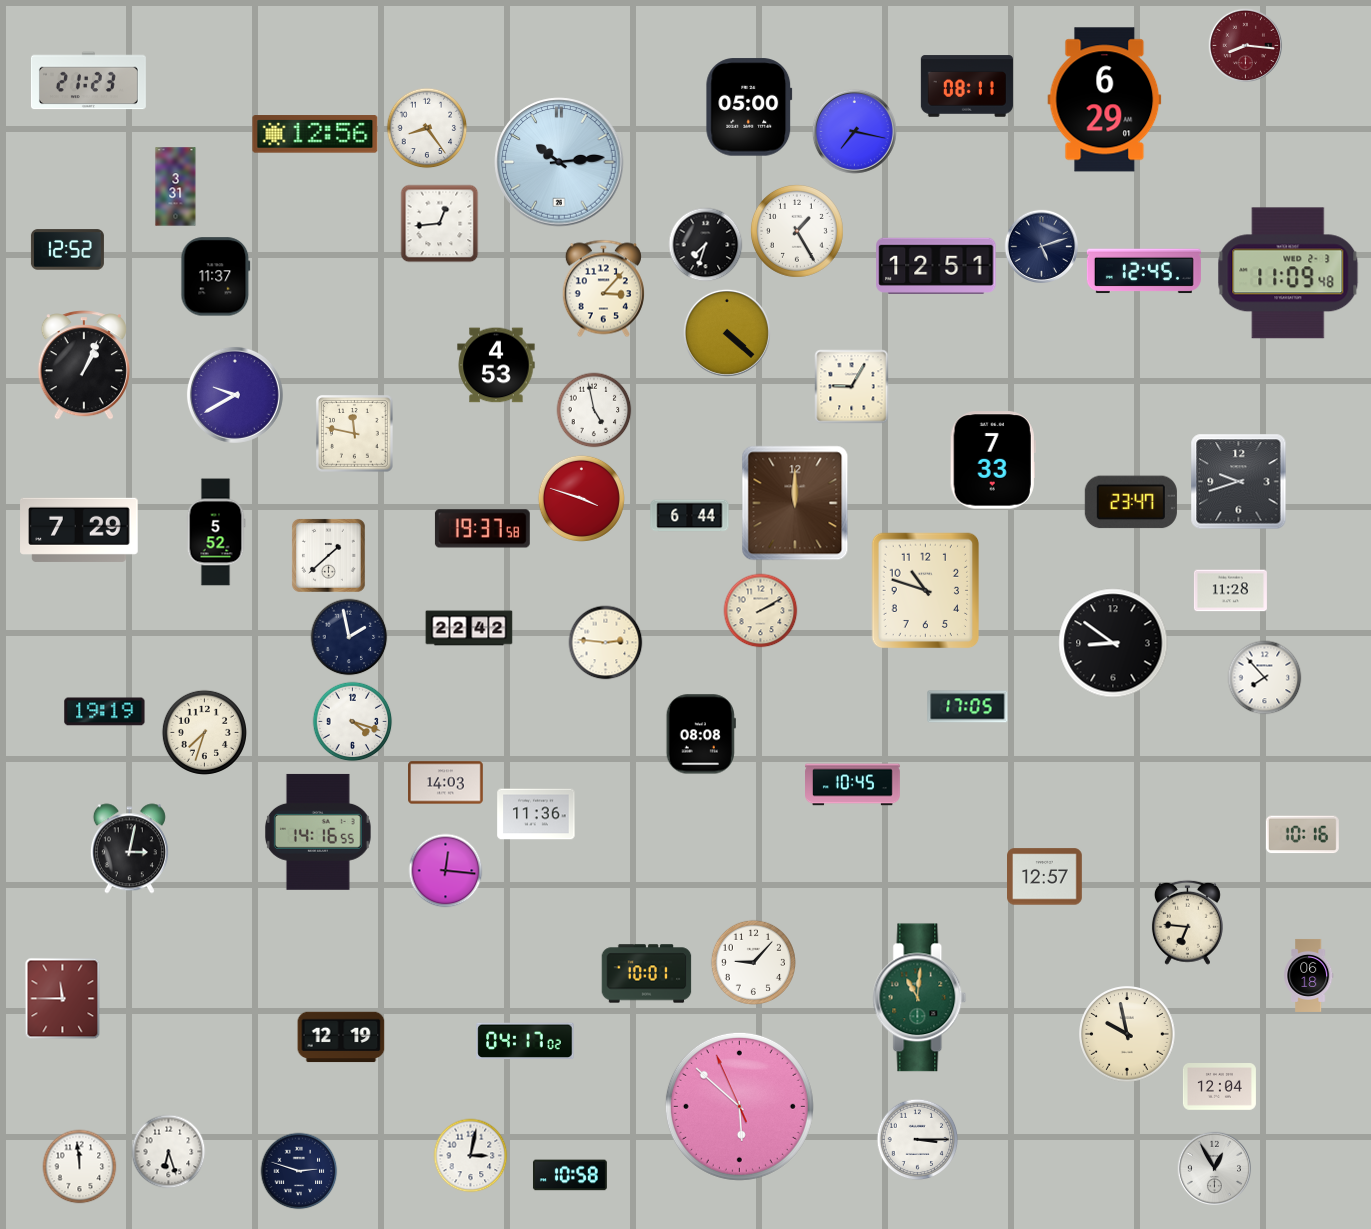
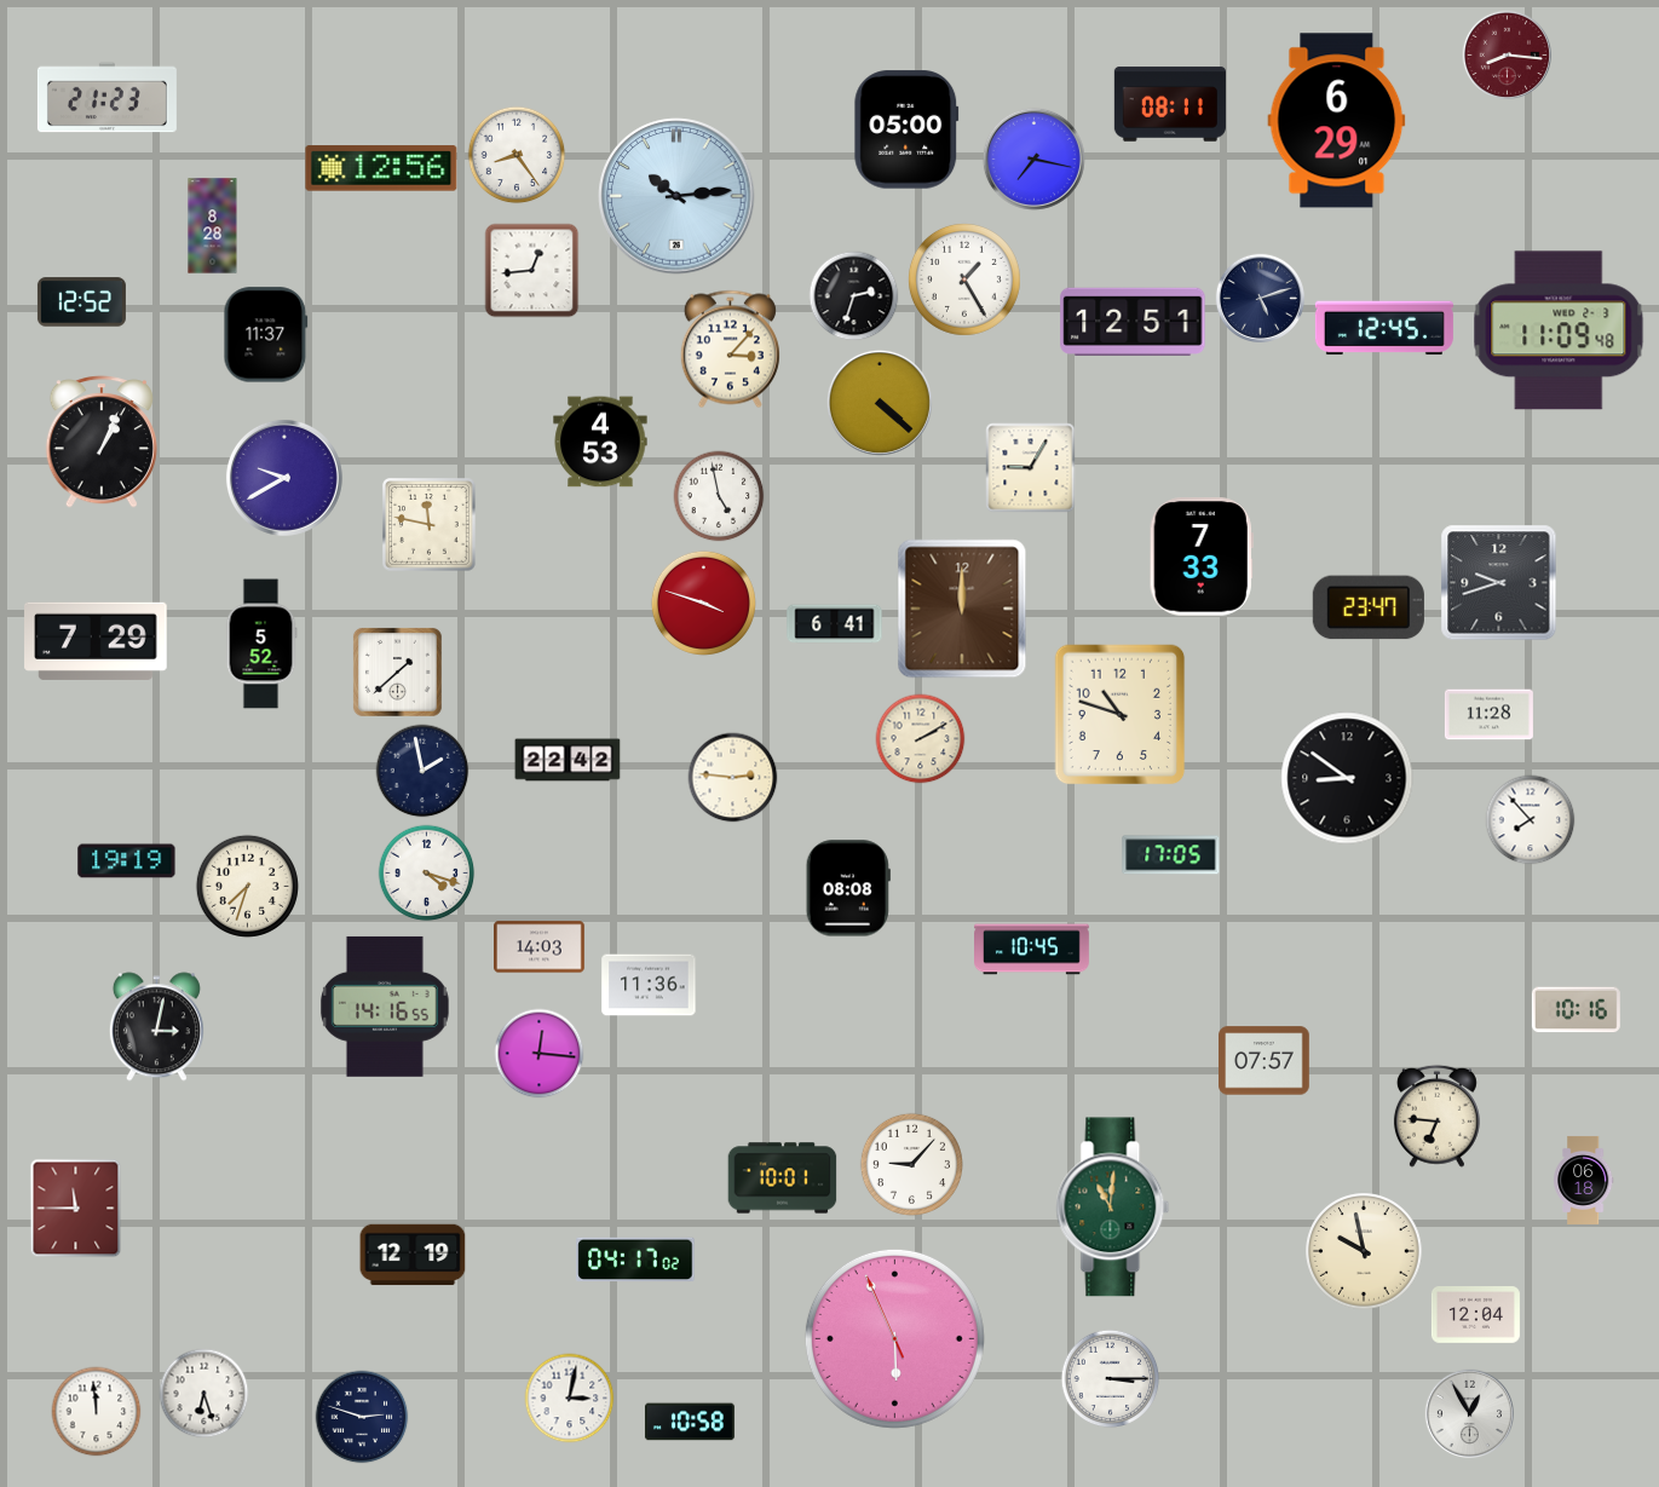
clock at (315, 134) position: (315, 134) -> (381, 168)
clock at (176, 187): 3:31 -> 8:28
clock at (706, 245): 7:33 -> 2:33
clock at (216, 277) position: (216, 277) -> (266, 335)
clock at (690, 516): 6:44 -> 6:41
clock at (482, 529): 19:37 -> none
clock at (1045, 877): 12:57 -> 07:57
clock at (739, 1106): 5:51 -> 5:55
